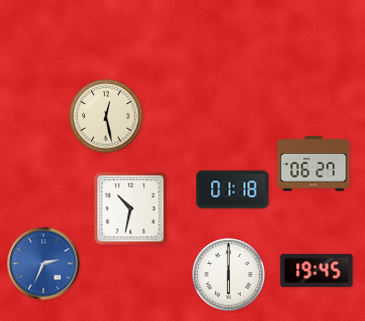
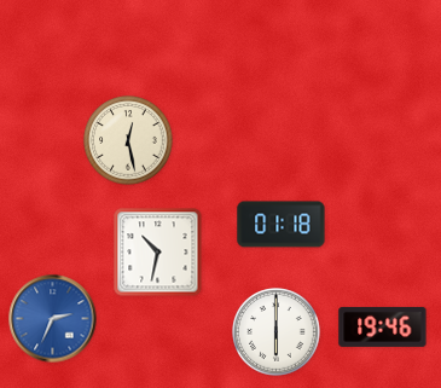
clock at (314, 164): 06:27 -> none
clock at (233, 190) position: (233, 190) -> (282, 225)
clock at (317, 270): 19:45 -> 19:46
